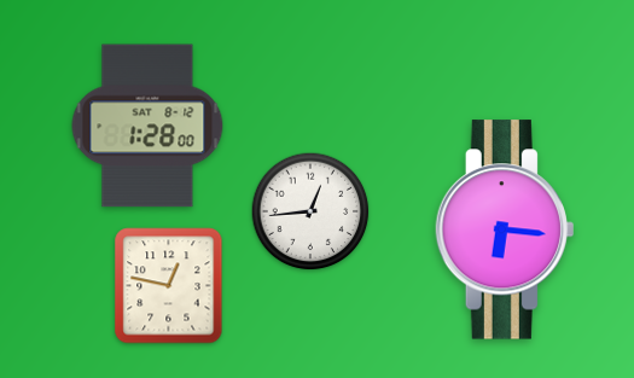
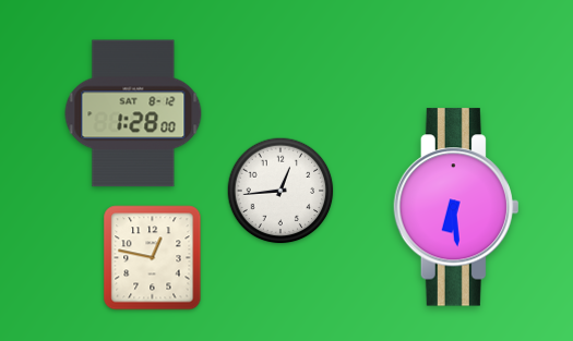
clock at (504, 229): 6:16 -> 6:29
